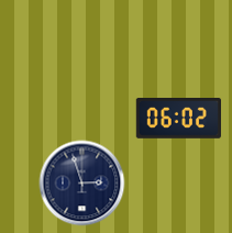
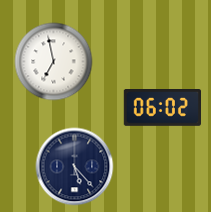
clock at (53, 61): none -> 6:58
clock at (81, 182): 2:57 -> 5:23
